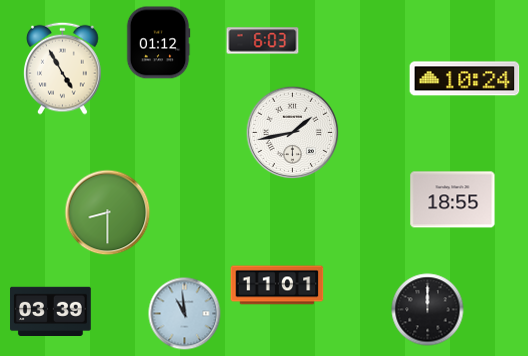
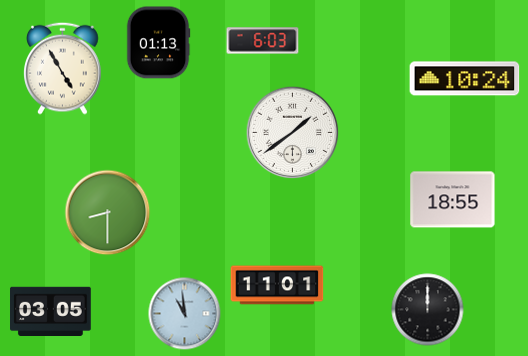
clock at (158, 43): 01:12 -> 01:13
clock at (293, 133): 1:43 -> 1:39
clock at (51, 311): 03:39 -> 03:05
